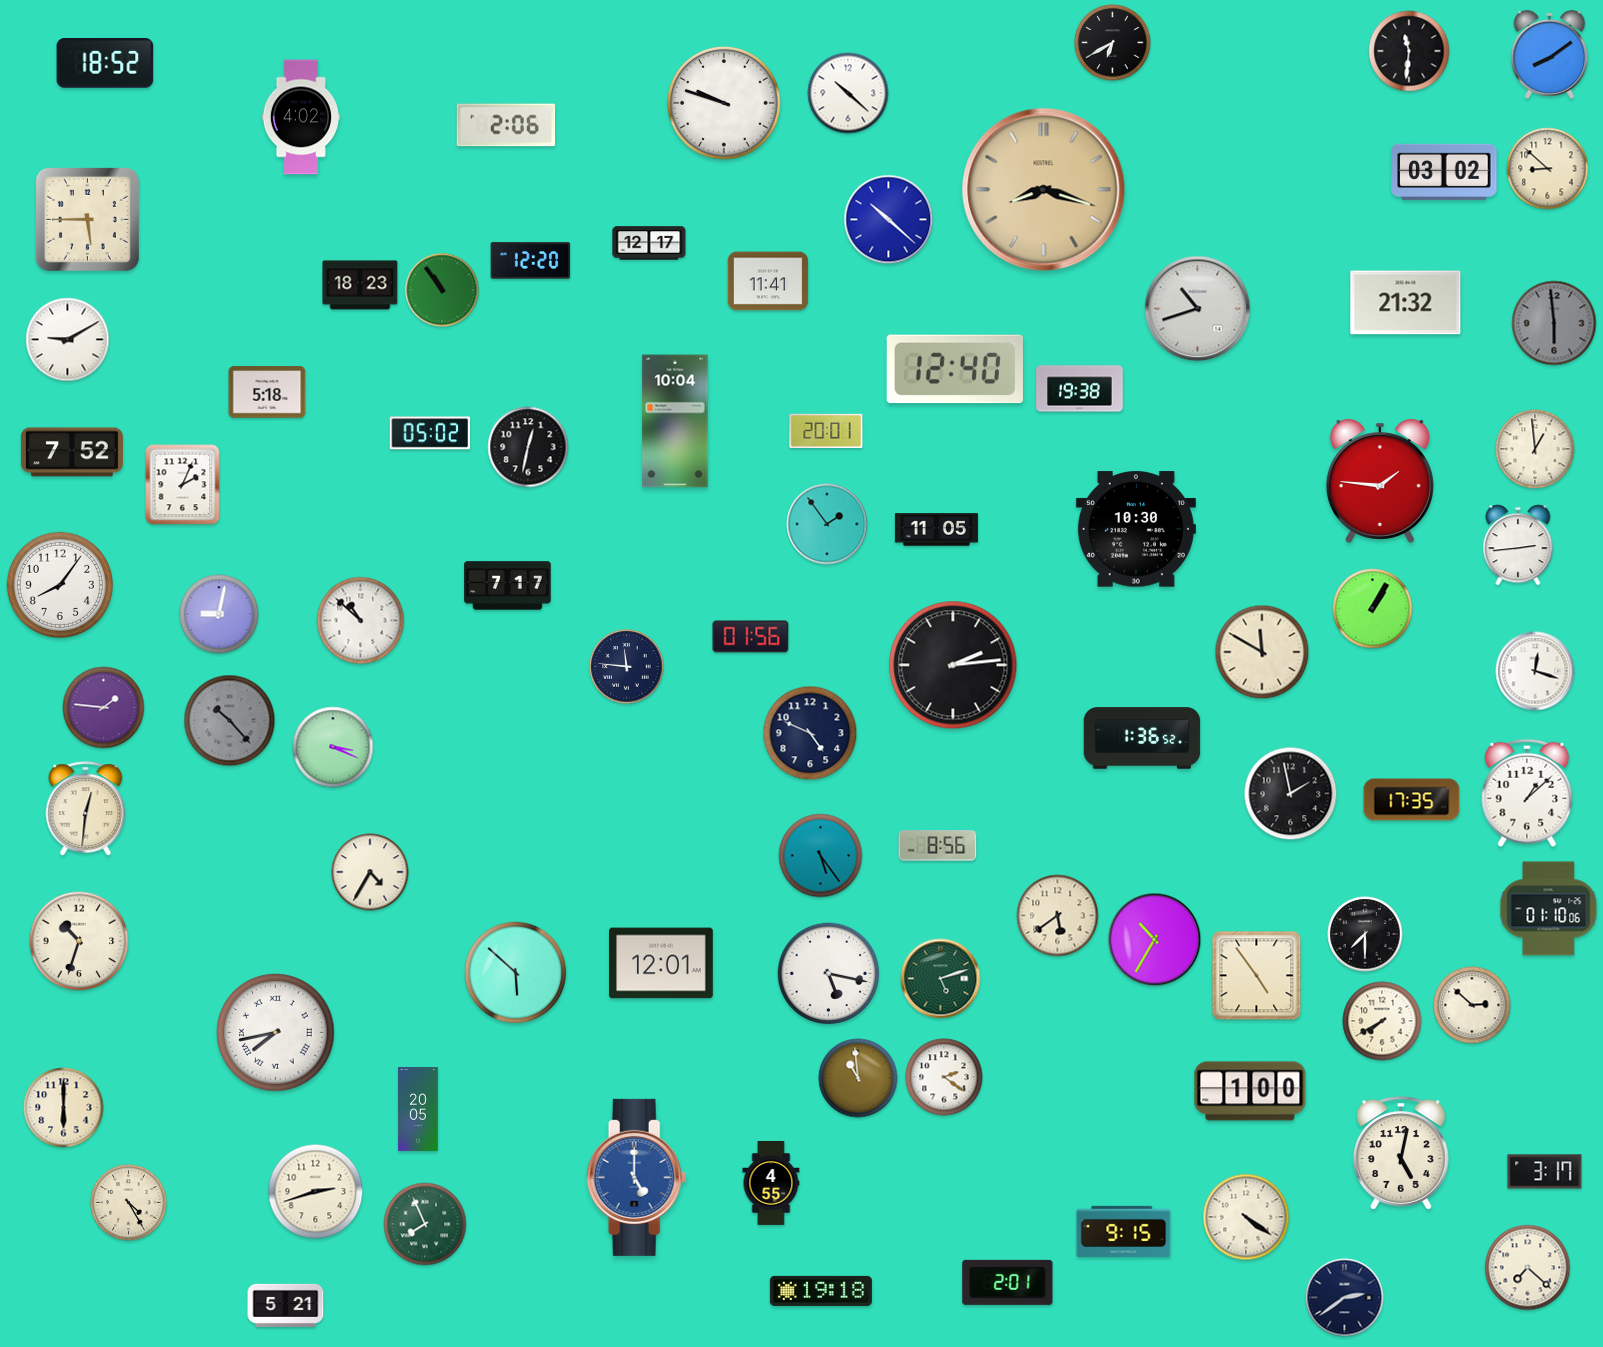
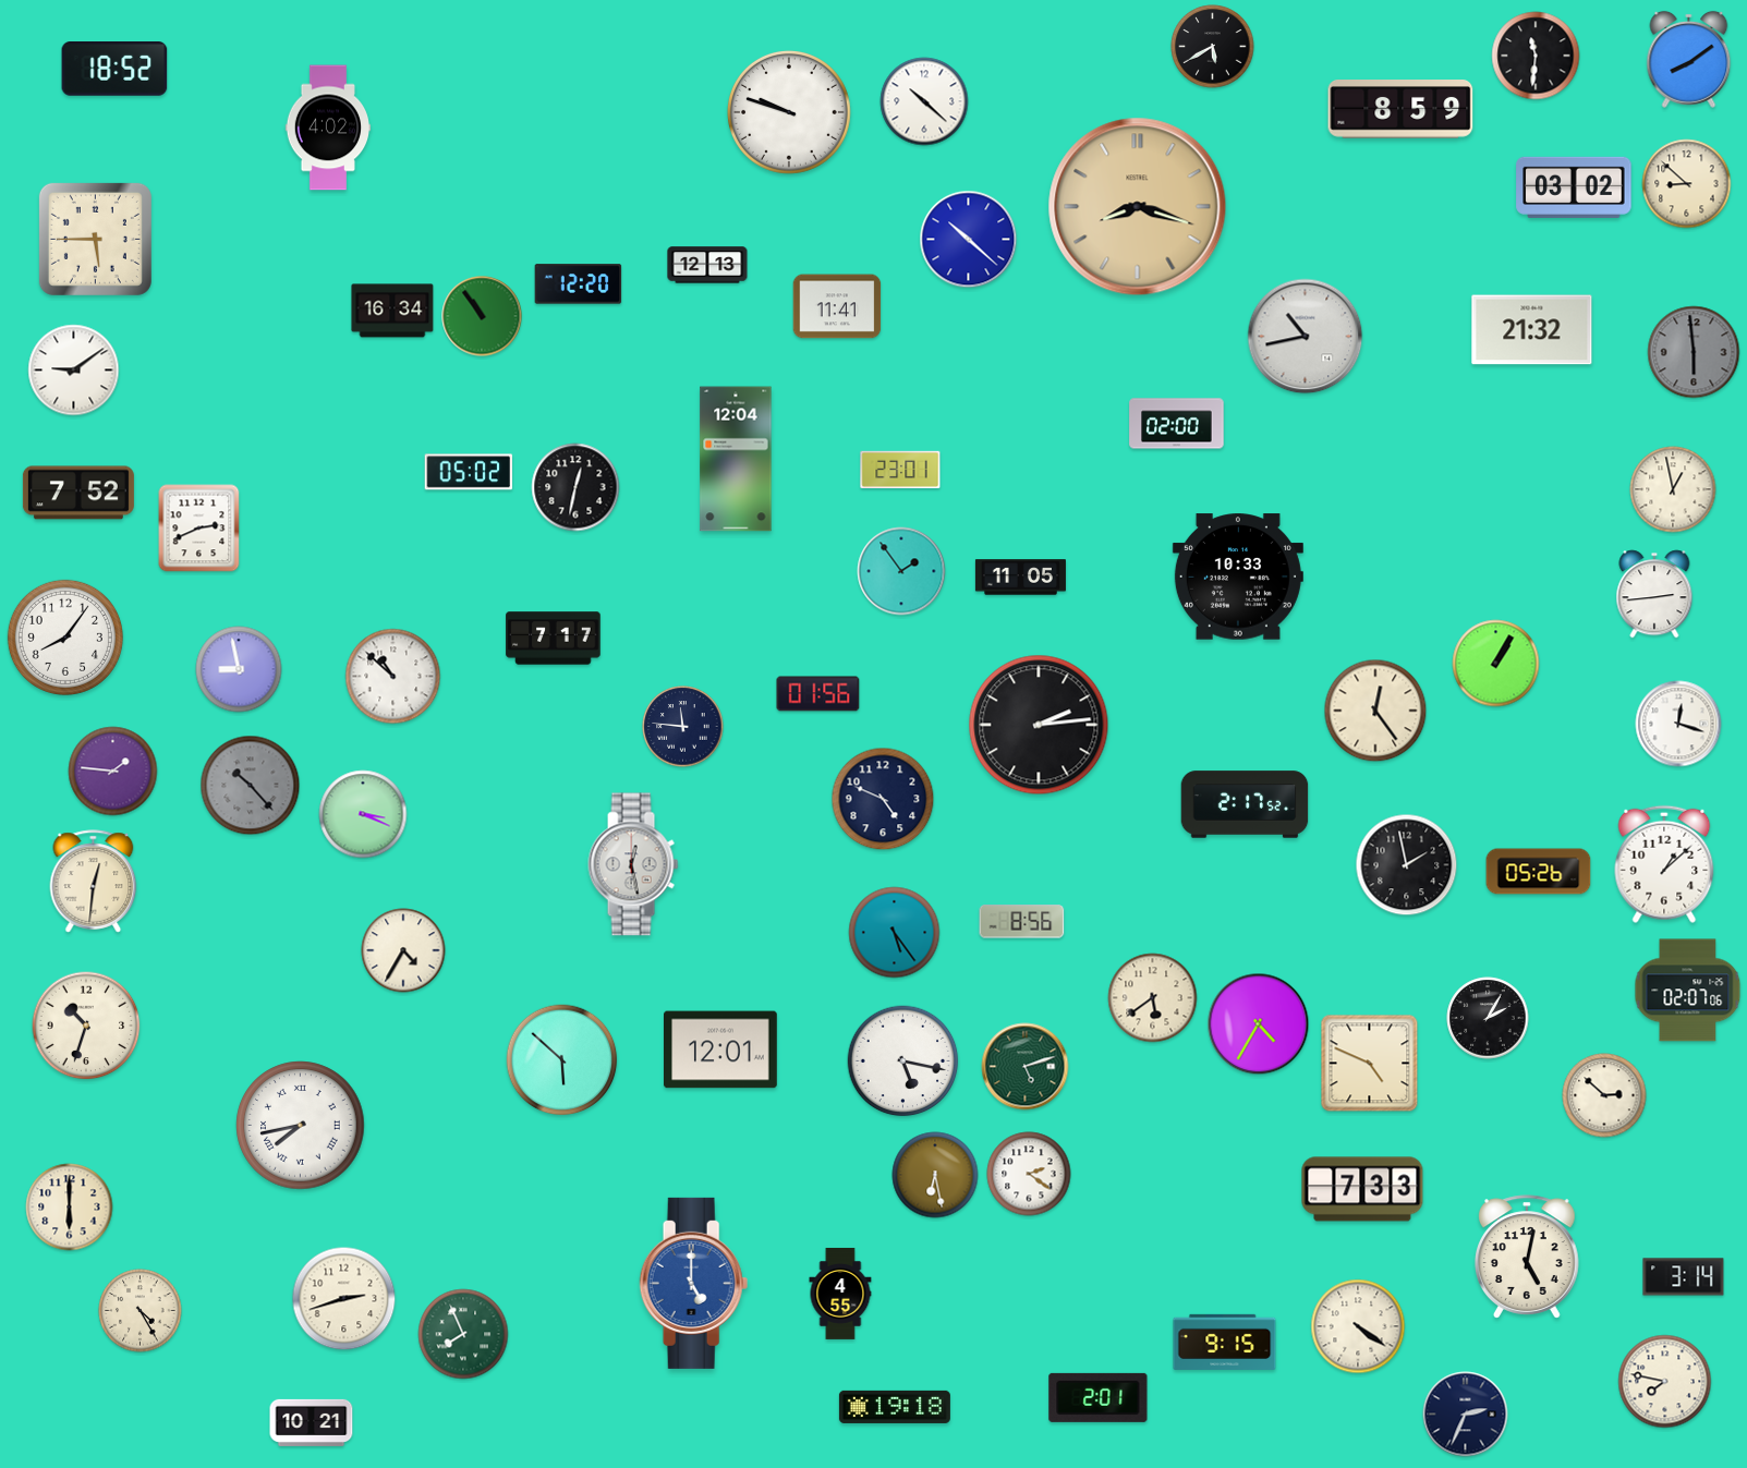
clock at (1113, 43): 6:40 -> 5:40
clock at (1400, 109): none -> 8:59
clock at (506, 125): 2:06 -> none
clock at (649, 243): 12:17 -> 12:13
clock at (360, 285): 18:23 -> 16:34
clock at (1198, 309): 10:42 -> 10:43
clock at (68, 340): 9:10 -> 9:09
clock at (955, 369): 12:40 -> none
clock at (1080, 389): 19:38 -> 02:00
clock at (267, 392): 5:18 -> none
clock at (675, 421): 10:04 -> 12:04
clock at (826, 430): 20:01 -> 23:01
clock at (1535, 449): 12:59 -> 12:58
clock at (1380, 481): 1:46 -> none
clock at (183, 485): 2:04 -> 2:41
clock at (1136, 529): 10:30 -> 10:33
clock at (219, 614): 9:02 -> 8:58
clock at (1262, 652): 11:50 -> 12:24
clock at (1535, 671) position: (1535, 671) -> (1678, 724)
clock at (1142, 738): 1:36 -> 2:17
clock at (633, 864): none -> 12:28
clock at (1412, 800): 17:35 -> 05:26
clock at (1549, 909): 01:10 -> 02:07
clock at (1365, 934): 7:30 -> 2:05
clock at (1155, 940): 10:35 -> 4:35
clock at (1257, 976): 4:54 -> 4:49
clock at (1382, 1021): 7:40 -> none
clock at (858, 1078): 10:59 -> 6:28
clock at (1250, 1091): 1:00 -> 7:33
clock at (418, 1109): 20:05 -> none
clock at (1545, 1172): 3:17 -> 3:14
clock at (771, 1183) position: (771, 1183) -> (840, 1294)
clock at (1528, 1268): 7:22 -> 7:47
clock at (1345, 1298): 2:39 -> 2:34
clock at (286, 1305): 5:21 -> 10:21
